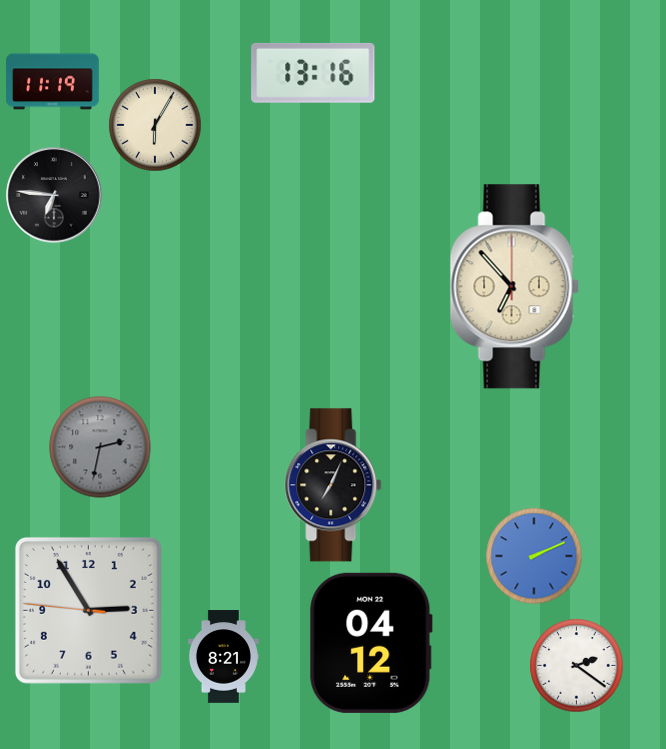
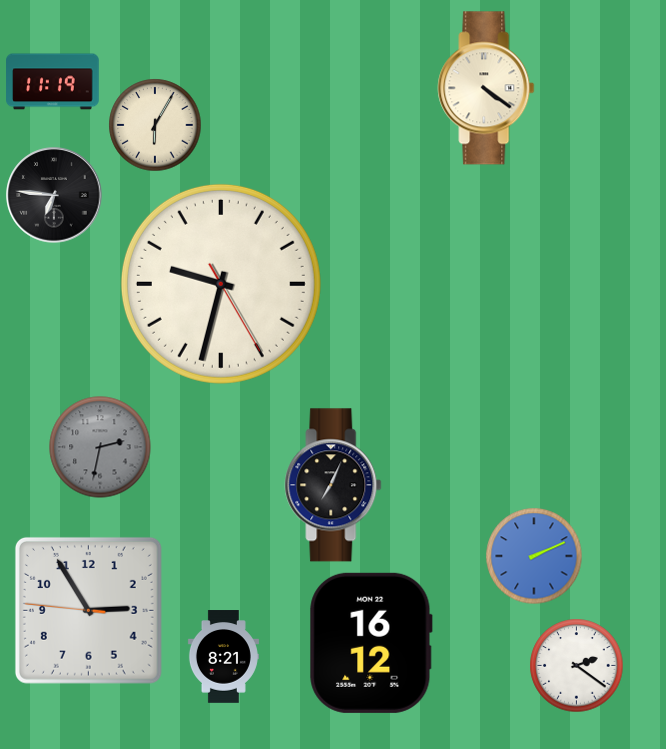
clock at (313, 73): 13:16 -> none
clock at (486, 88): none -> 4:21
clock at (221, 284): none -> 9:32
clock at (514, 287): 6:53 -> none
clock at (371, 643): 04:12 -> 16:12
